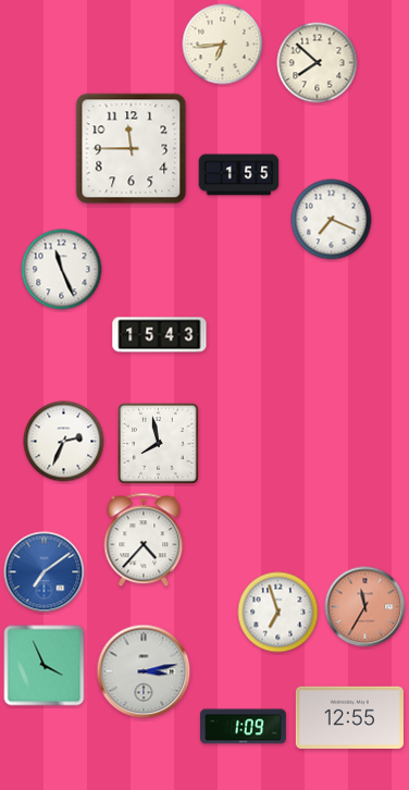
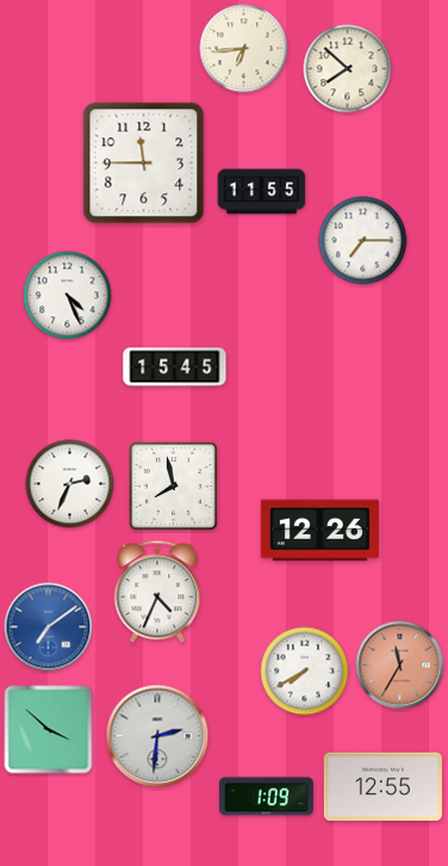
clock at (239, 175): 1:55 -> 11:55
clock at (332, 220): 7:19 -> 7:15
clock at (62, 270): 11:26 -> 4:26
clock at (160, 335): 15:43 -> 15:45
clock at (319, 531): none -> 12:26
clock at (144, 540): 4:37 -> 4:34
clock at (278, 613): 6:57 -> 7:40
clock at (45, 666): 3:56 -> 3:52
clock at (144, 671): 3:13 -> 2:31
